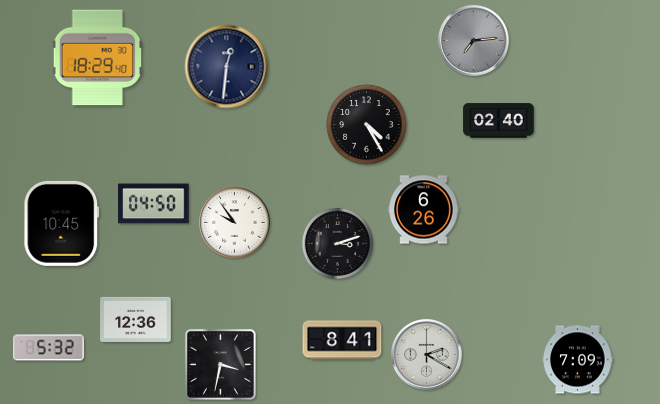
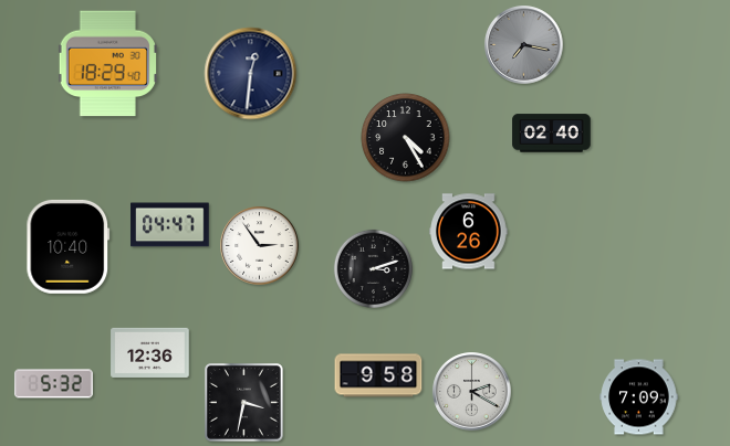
clock at (474, 41): 7:14 -> 7:17
clock at (154, 204): 04:50 -> 04:47
clock at (62, 223): 10:45 -> 10:40
clock at (235, 223): 9:54 -> 2:54
clock at (342, 340): 8:41 -> 9:58
